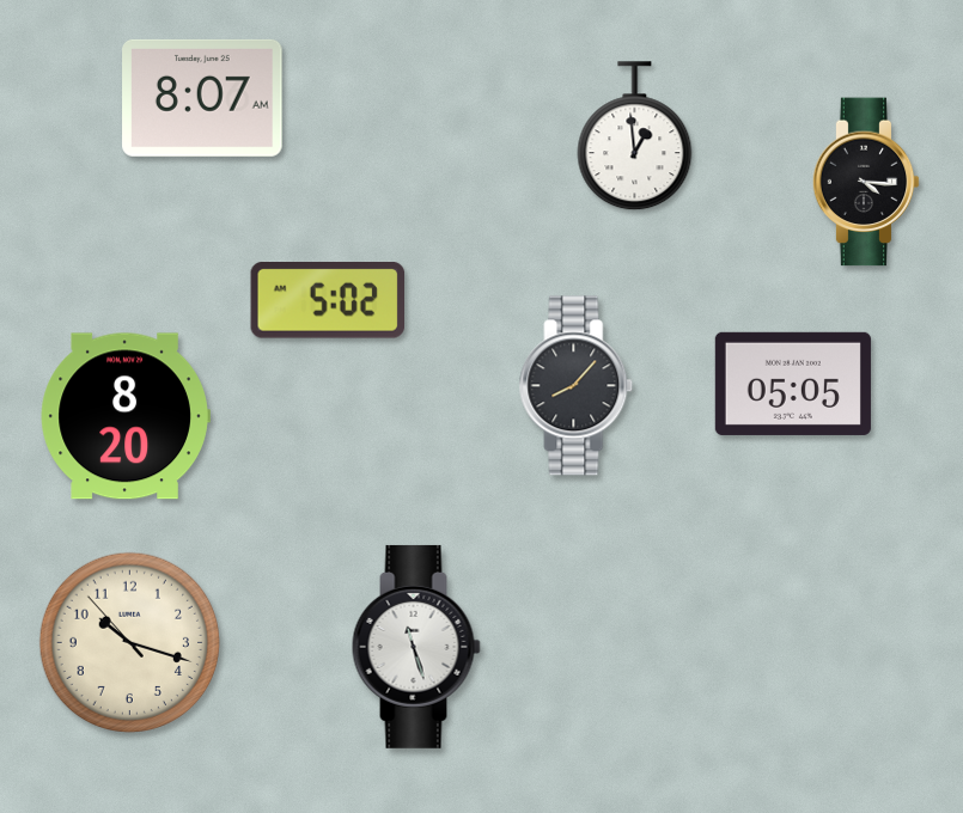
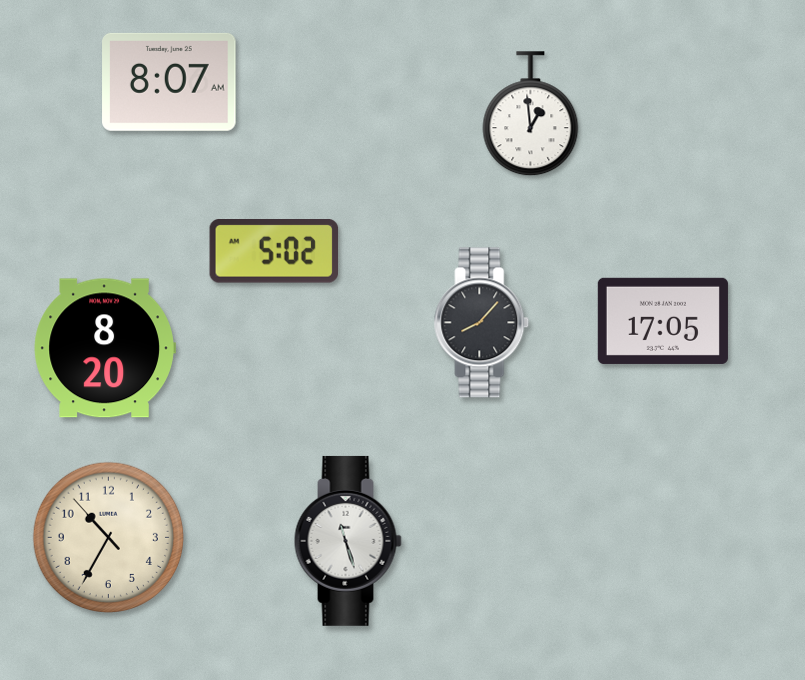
clock at (866, 182): 4:16 -> none
clock at (793, 384): 05:05 -> 17:05
clock at (129, 642): 10:17 -> 10:34
